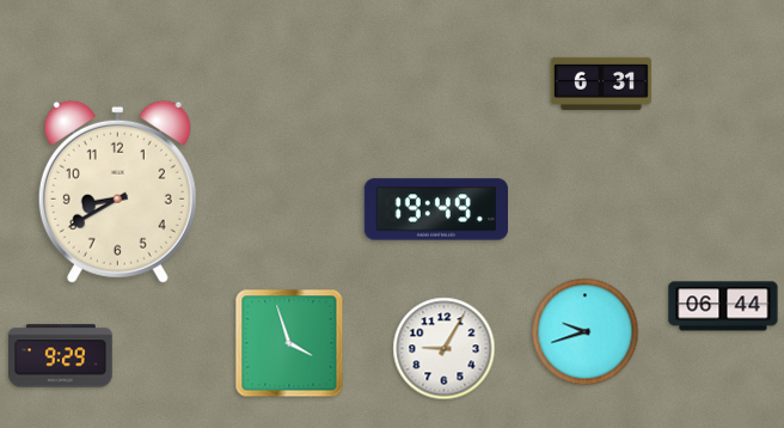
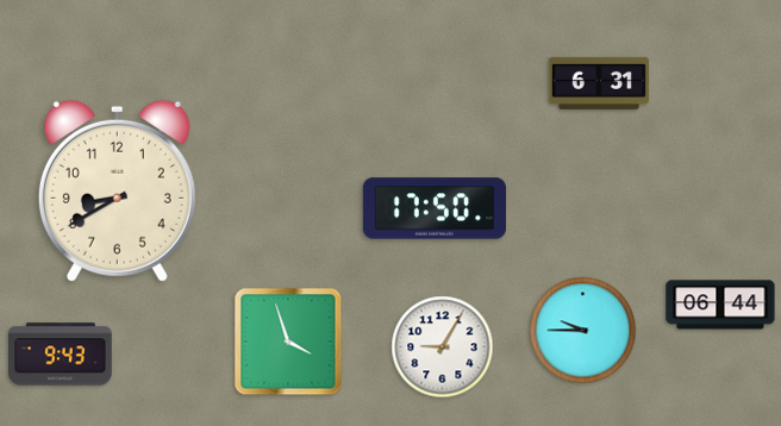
clock at (435, 209): 19:49 -> 17:50
clock at (586, 332): 9:42 -> 9:45
clock at (61, 356): 9:29 -> 9:43
